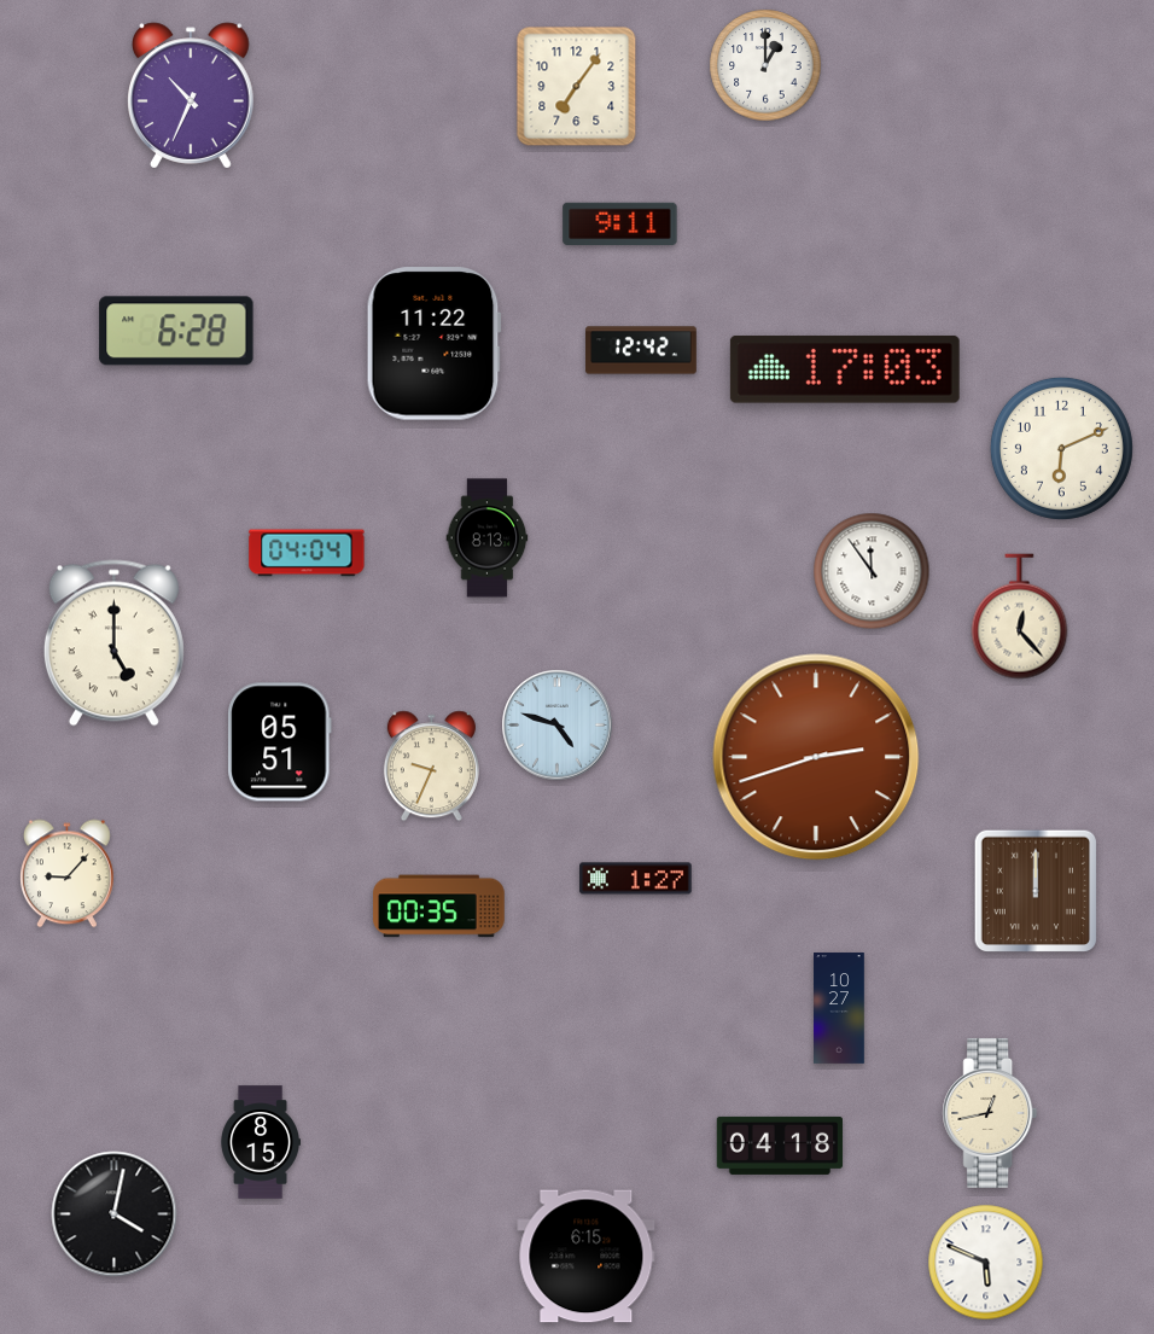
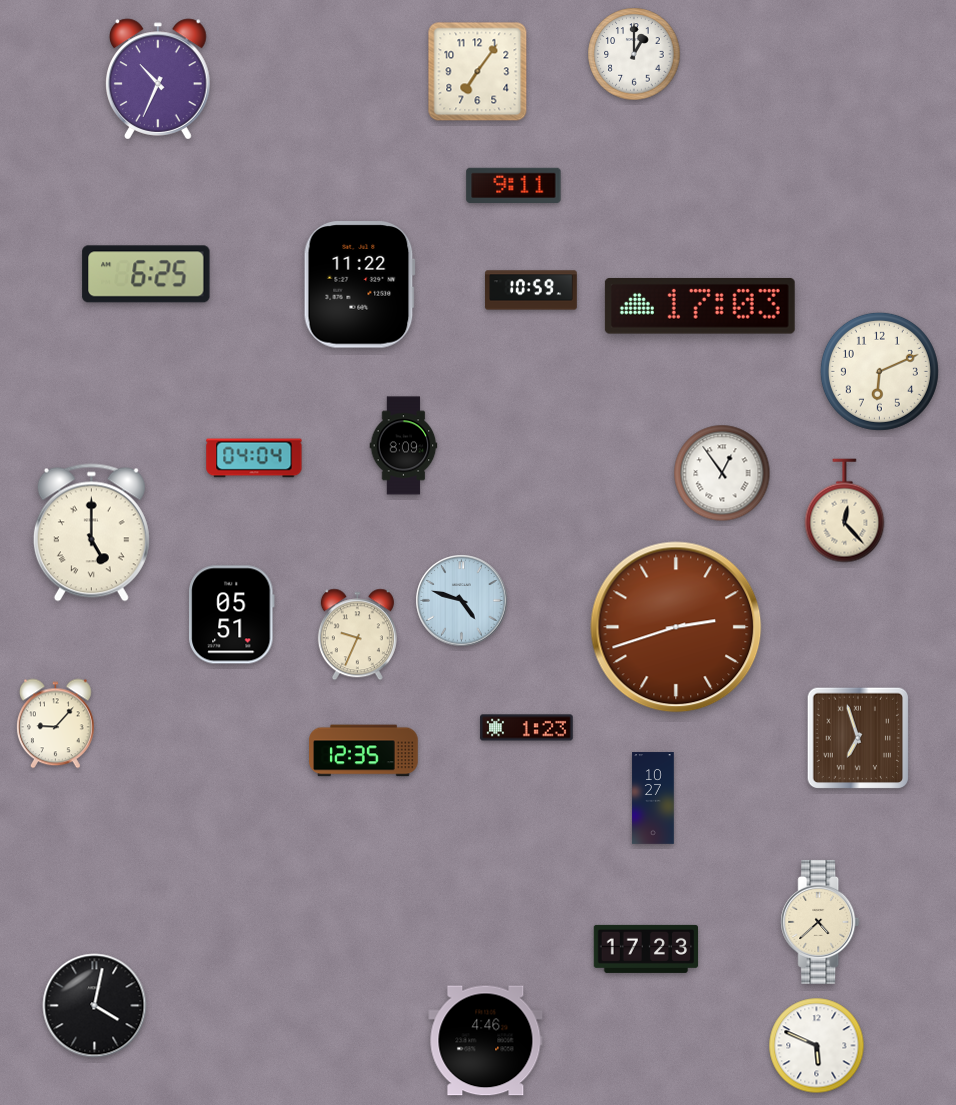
clock at (176, 331): 6:28 -> 6:25
clock at (641, 350): 12:42 -> 10:59
clock at (488, 538): 8:13 -> 8:09
clock at (872, 571): 11:54 -> 12:54
clock at (113, 643) position: (113, 643) -> (91, 533)
clock at (636, 879): 1:27 -> 1:23
clock at (1036, 891): 12:00 -> 6:57
clock at (439, 907): 00:35 -> 12:35
clock at (839, 1008) position: (839, 1008) -> (653, 798)
clock at (990, 1113): 12:43 -> 4:38
clock at (260, 1142): 8:15 -> none
clock at (780, 1146): 04:18 -> 17:23
clock at (587, 1257): 6:15 -> 4:46
